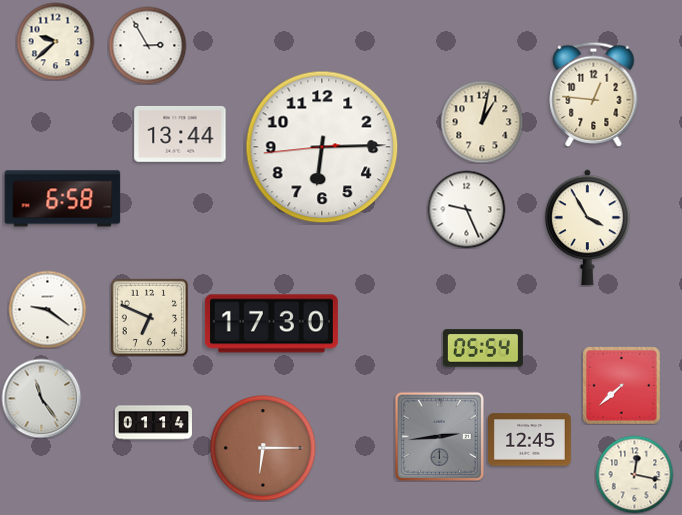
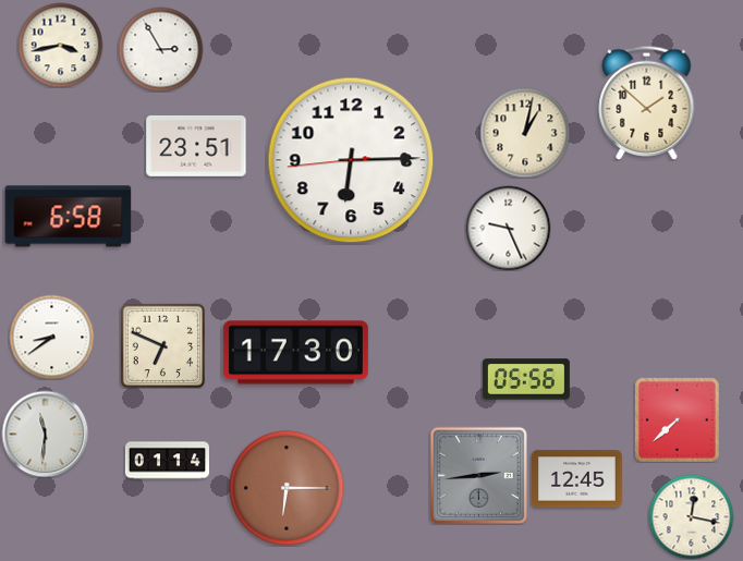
clock at (55, 41): 9:38 -> 3:43
clock at (594, 94): 12:46 -> 1:52
clock at (180, 134): 13:44 -> 23:51
clock at (587, 228): 3:55 -> none
clock at (47, 309): 9:21 -> 8:39
clock at (483, 348): 05:54 -> 05:56
clock at (41, 398): 11:24 -> 11:31
